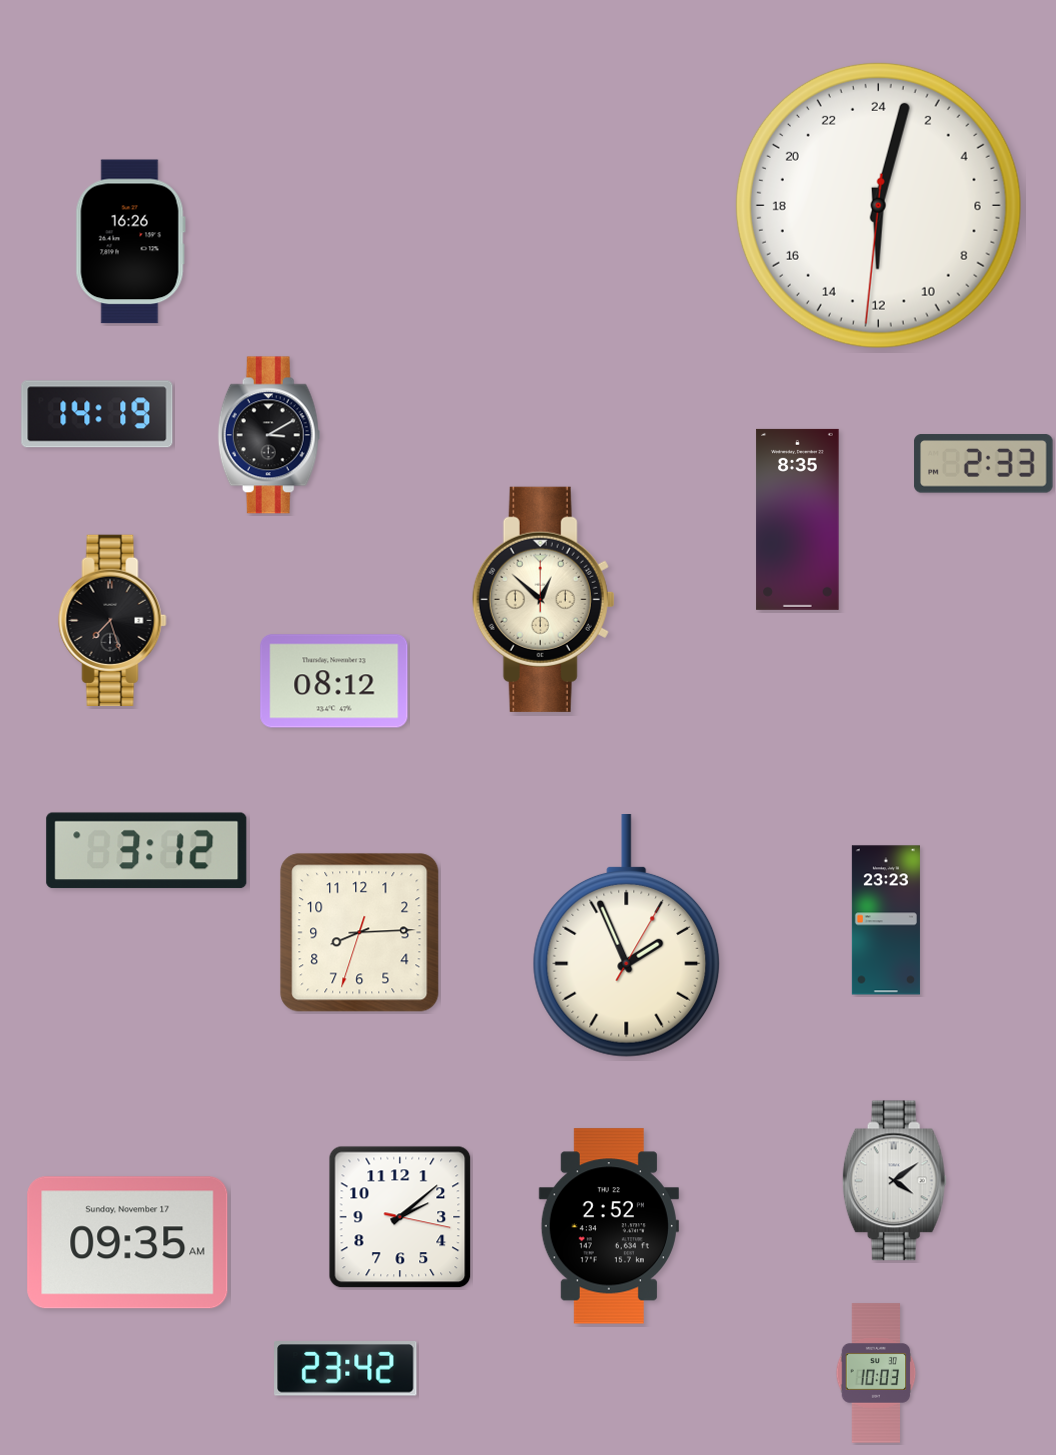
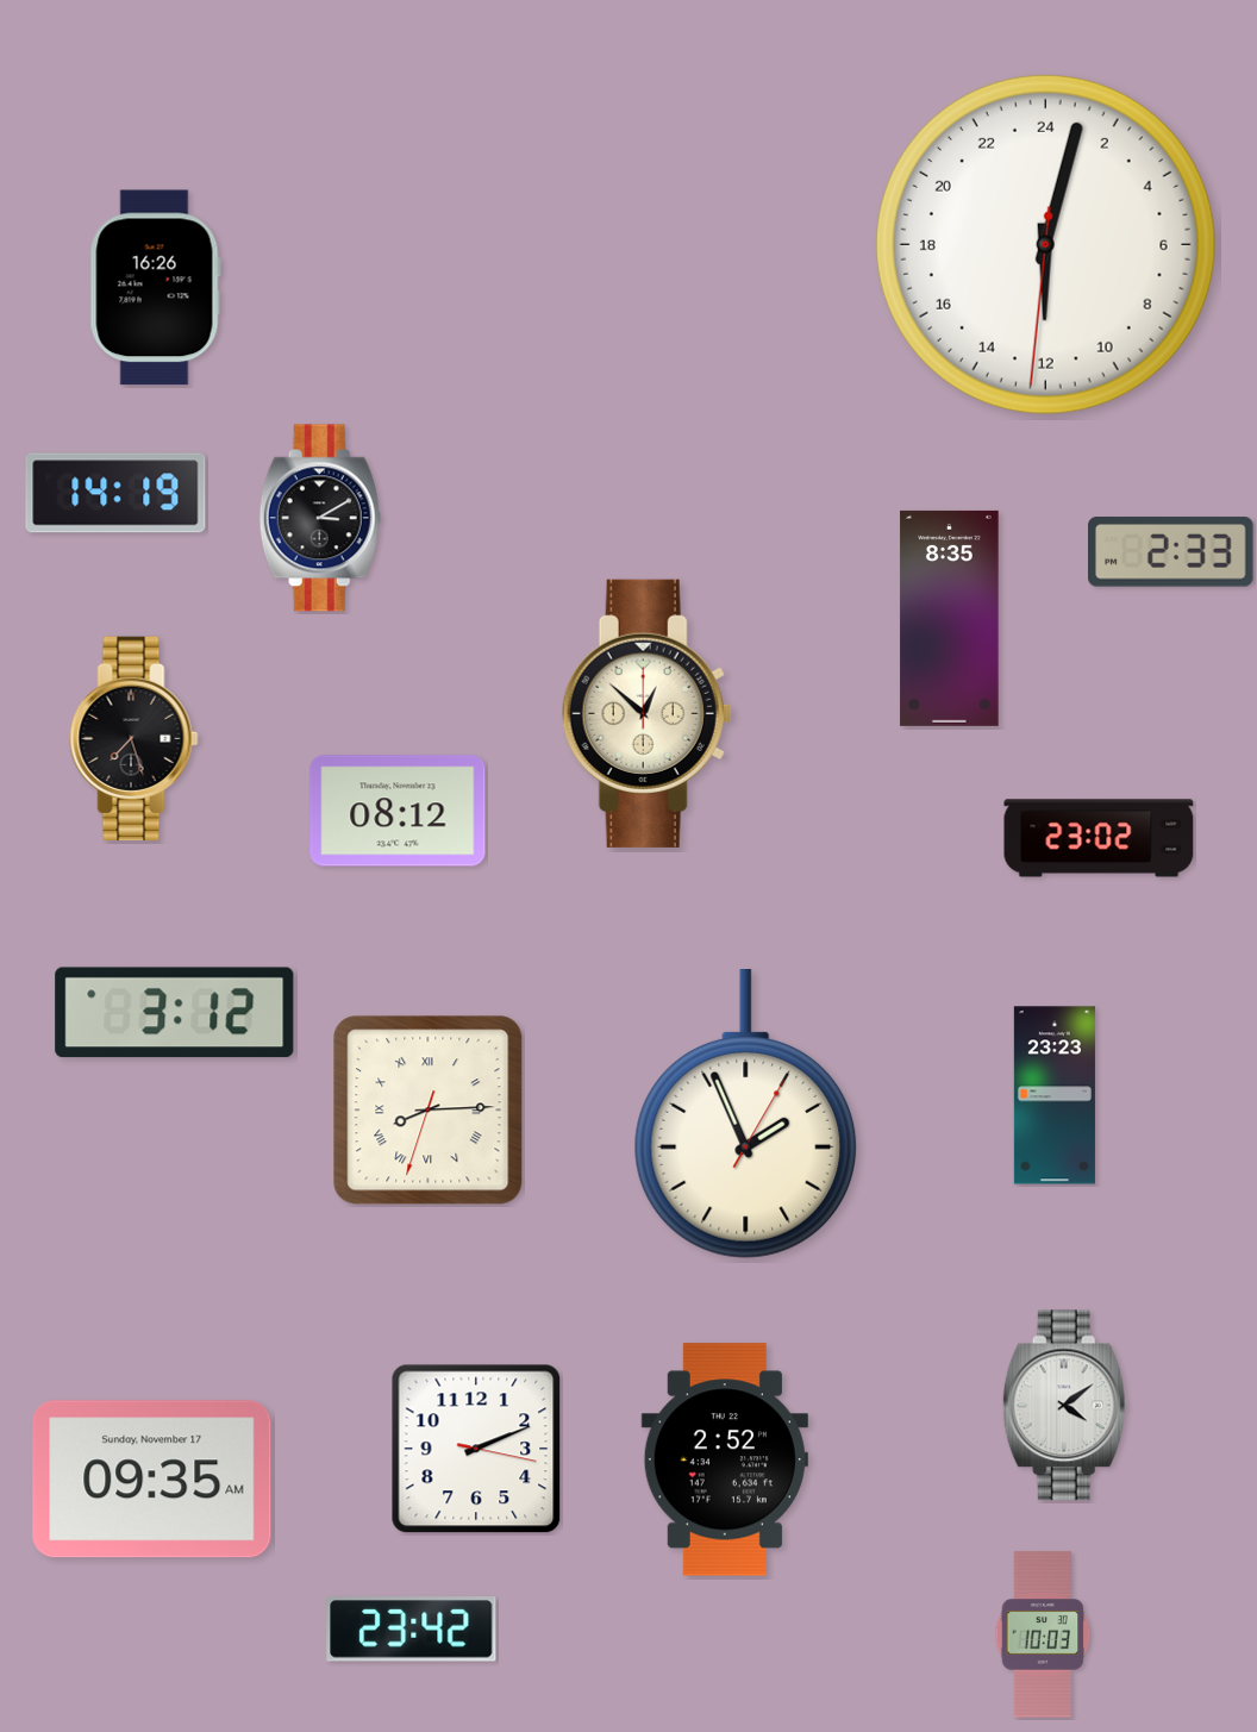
clock at (1099, 838): none -> 23:02
clock at (360, 933) numerals: Arabic -> Roman
clock at (400, 1217): 2:08 -> 2:11
